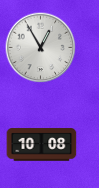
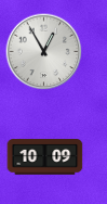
clock at (42, 145): 10:08 -> 10:09
